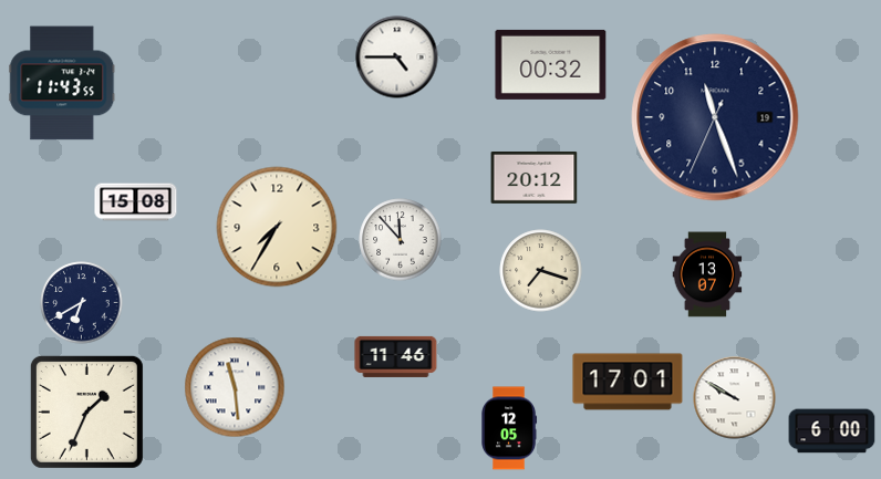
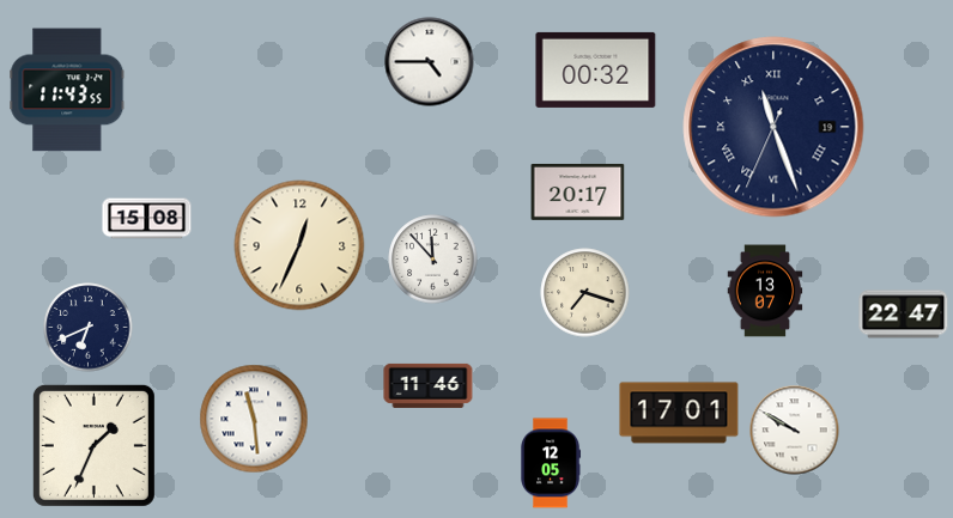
clock at (715, 117) numerals: Arabic -> Roman
clock at (535, 177): 20:12 -> 20:17
clock at (277, 227): 7:35 -> 12:34
clock at (707, 274) position: (707, 274) -> (765, 291)
clock at (904, 315): none -> 22:47
clock at (82, 303): 6:40 -> 6:41
clock at (832, 431): 6:00 -> none
